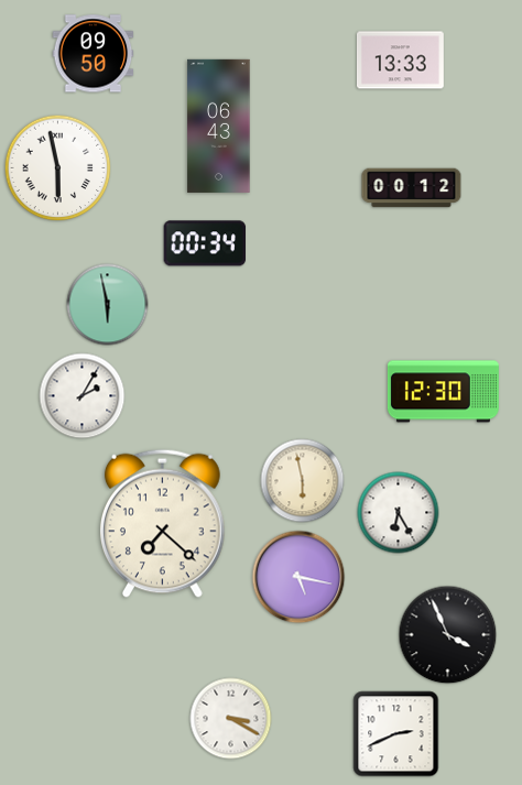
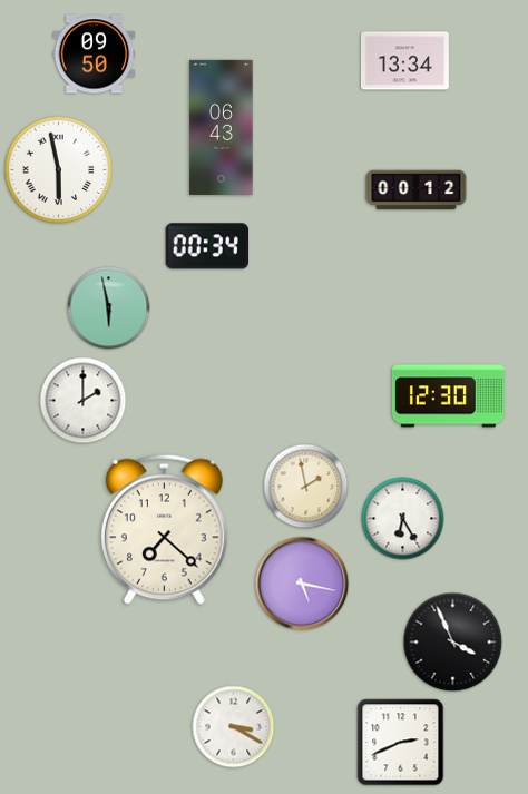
clock at (400, 61): 13:33 -> 13:34
clock at (83, 396): 2:05 -> 2:00
clock at (303, 481): 5:58 -> 1:58
